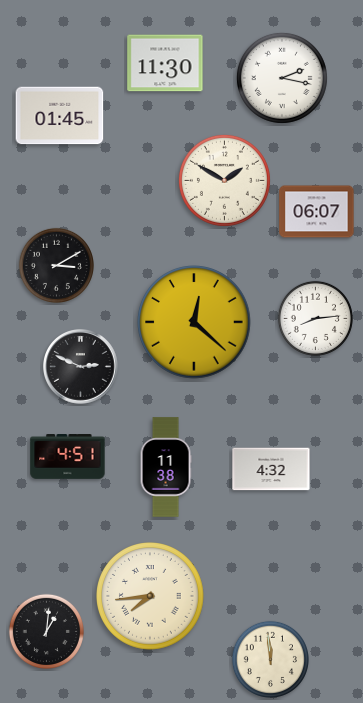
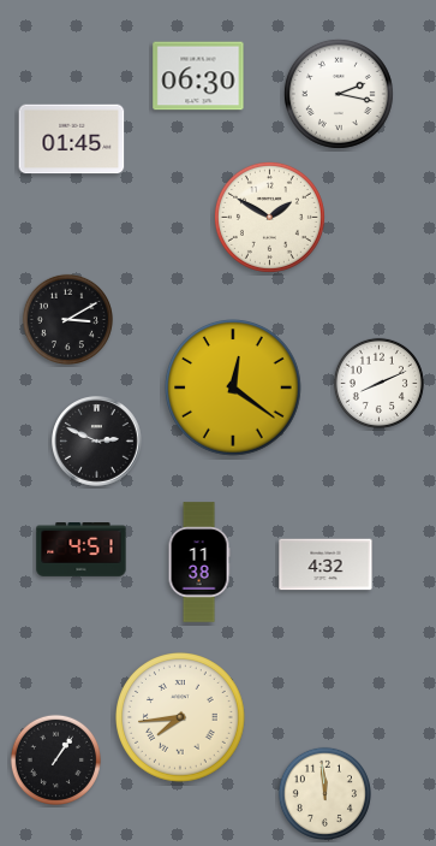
clock at (165, 63): 11:30 -> 06:30
clock at (317, 212): 06:07 -> none
clock at (315, 318): 8:14 -> 8:11
clock at (194, 322): 12:22 -> 12:21
clock at (46, 631): 1:01 -> 1:06
